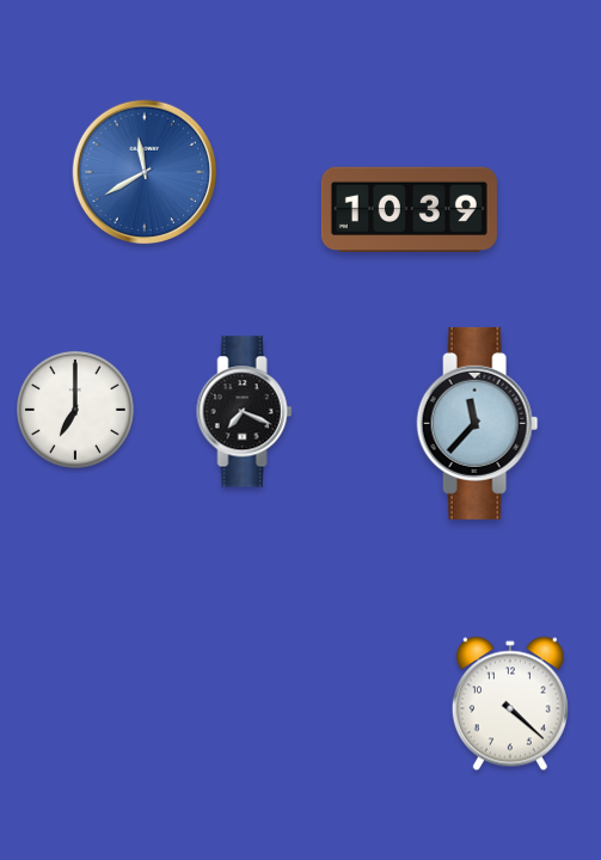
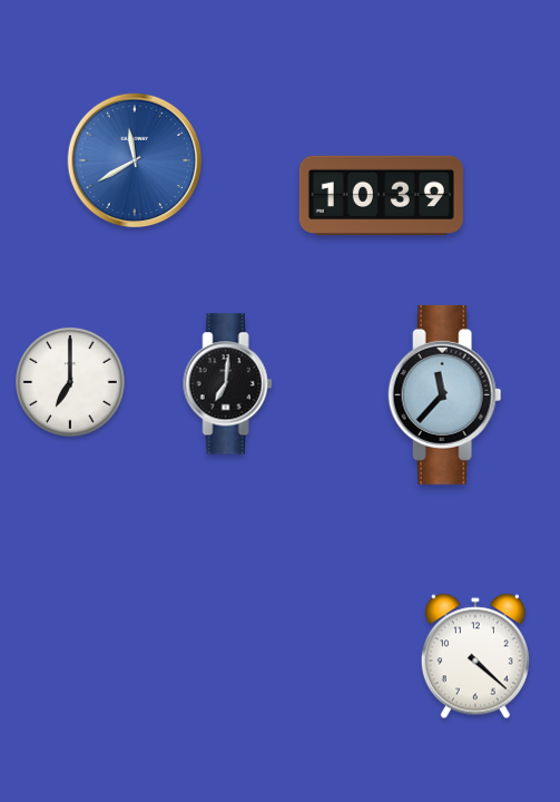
clock at (245, 412): 7:19 -> 7:01
